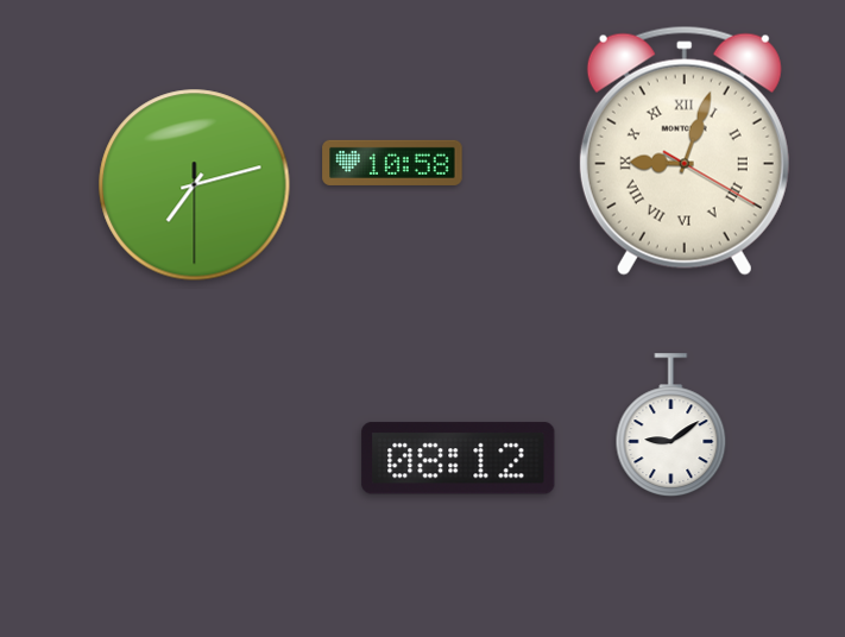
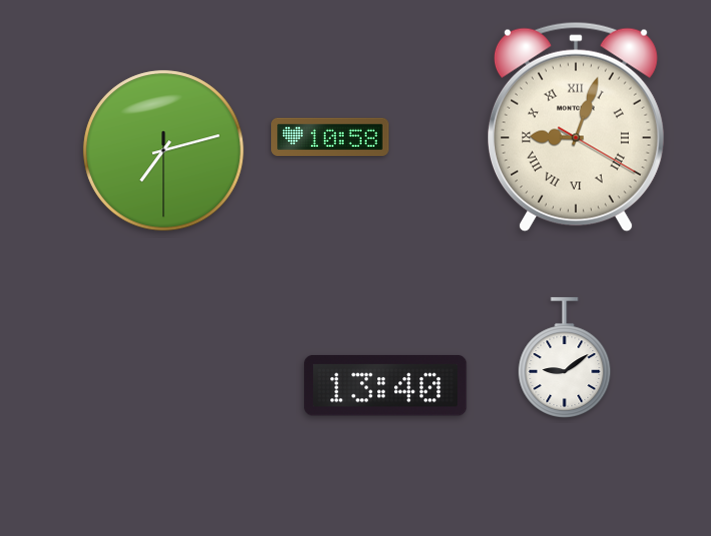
clock at (195, 185) position: (195, 185) -> (164, 151)
clock at (459, 459): 08:12 -> 13:40
